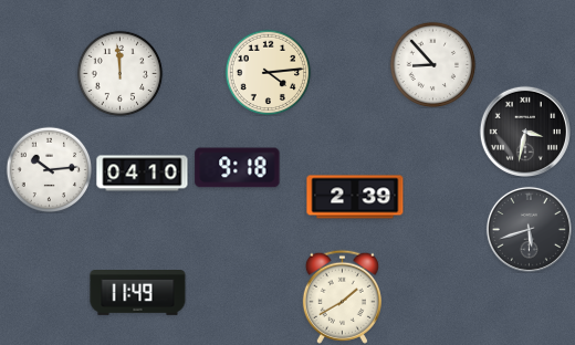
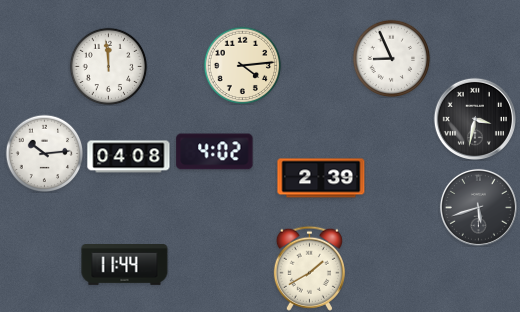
clock at (432, 64): 8:53 -> 8:56
clock at (238, 168): 9:18 -> 4:02
clock at (143, 174): 04:10 -> 04:08
clock at (138, 293): 11:49 -> 11:44
